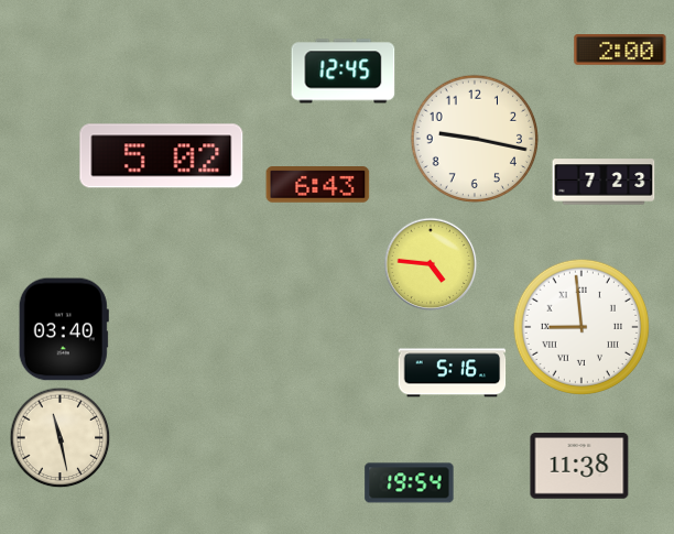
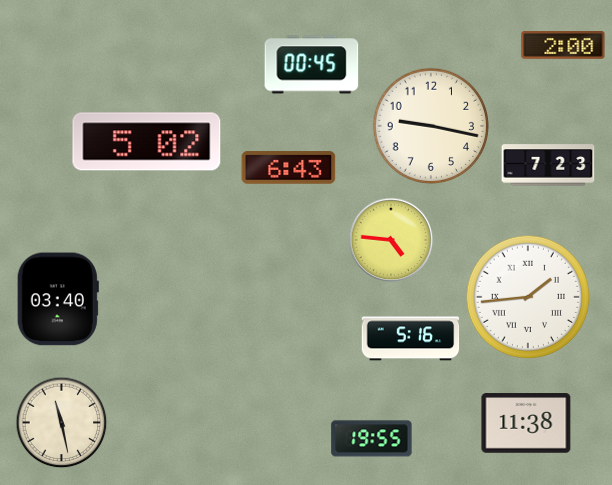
clock at (344, 72): 12:45 -> 00:45
clock at (581, 327): 8:59 -> 1:44
clock at (61, 438) position: (61, 438) -> (62, 423)
clock at (410, 483): 19:54 -> 19:55
